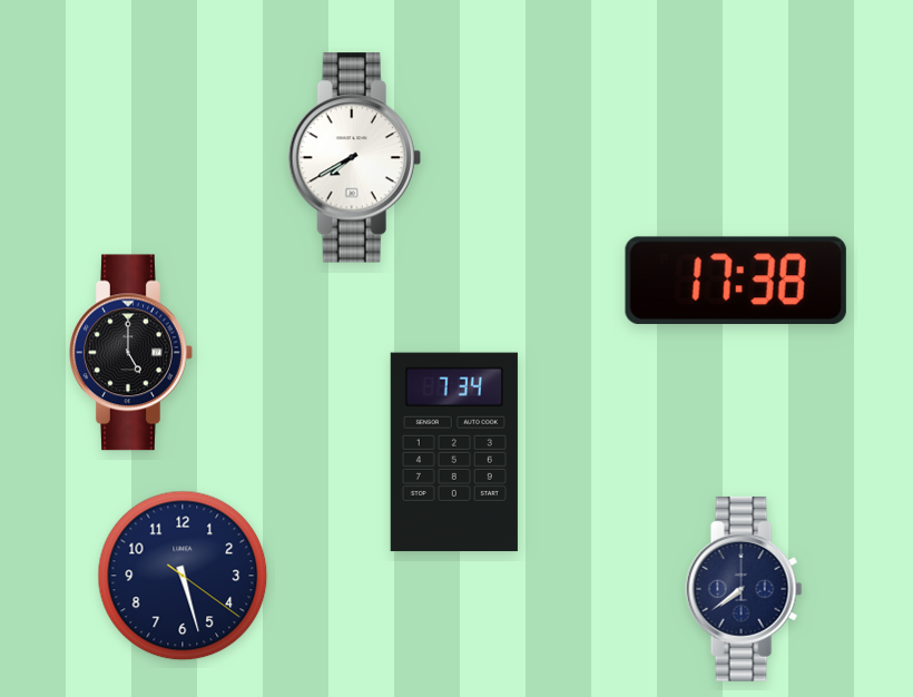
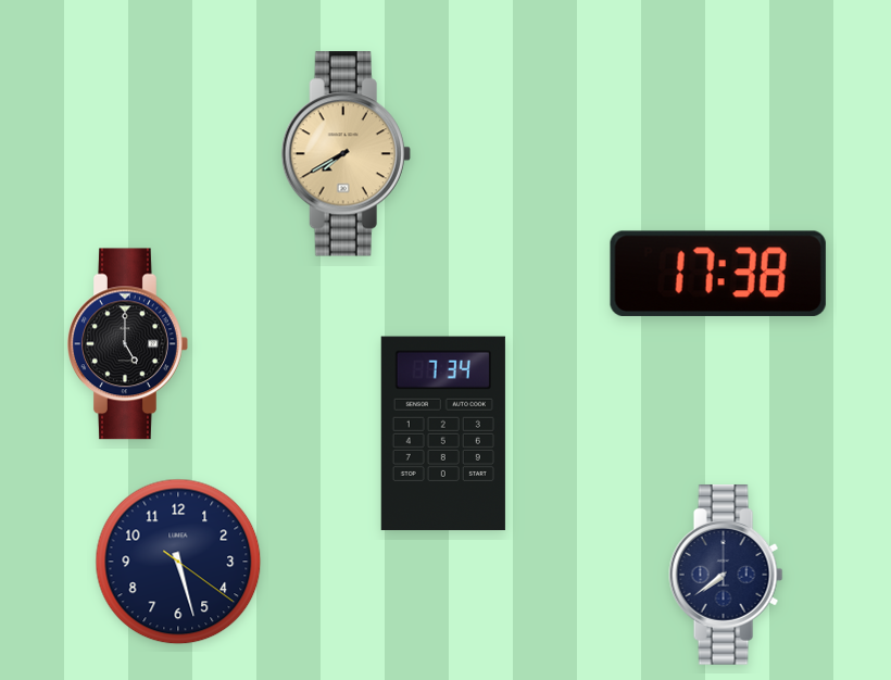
clock at (354, 158) dial: white -> champagne
clock at (454, 452) position: (454, 452) -> (443, 433)
